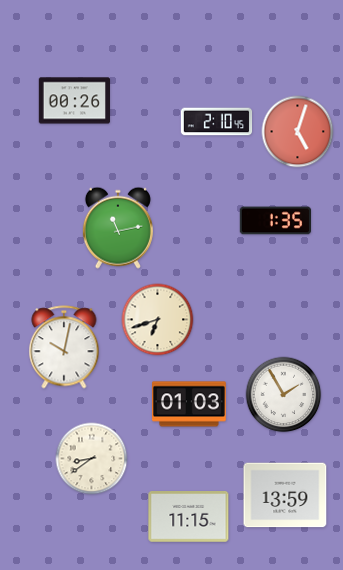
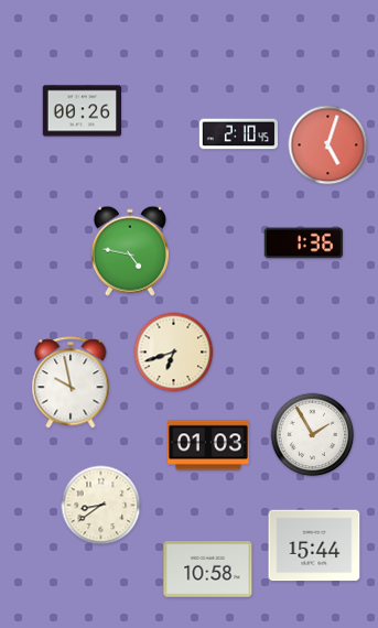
clock at (276, 221): 1:35 -> 1:36
clock at (118, 228): 11:13 -> 4:47
clock at (64, 347): 10:02 -> 9:58
clock at (285, 495): 13:59 -> 15:44
clock at (189, 517): 11:15 -> 10:58
